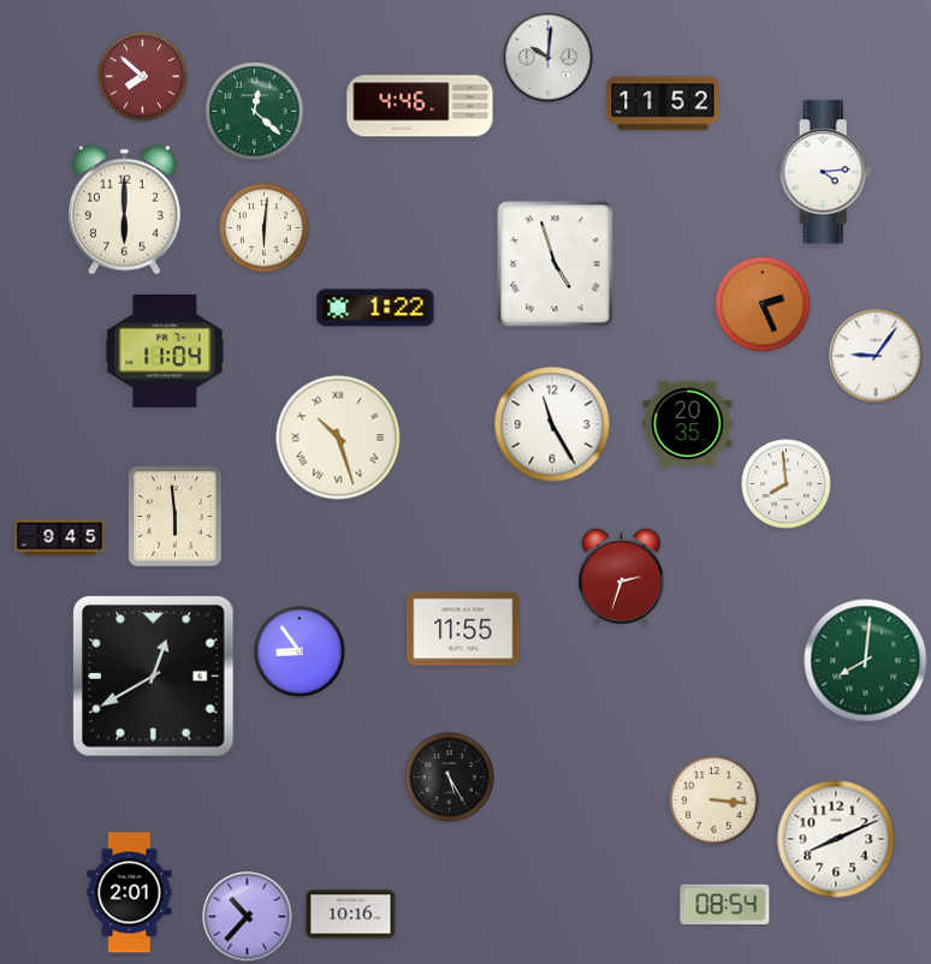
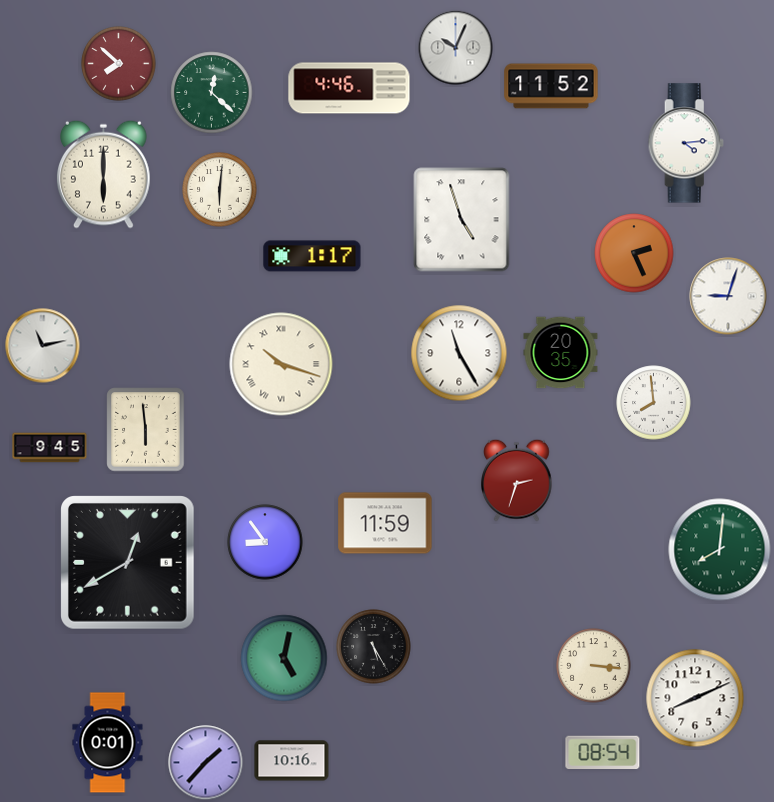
clock at (548, 58): 10:01 -> 10:04
clock at (375, 308): 1:22 -> 1:17
clock at (165, 351): 11:04 -> none
clock at (876, 356): 9:06 -> 9:03
clock at (43, 346): none -> 11:13
clock at (688, 424) position: (688, 424) -> (561, 353)
clock at (338, 438): 10:27 -> 10:18
clock at (463, 629): 11:55 -> 11:59
clock at (300, 651) position: (300, 651) -> (265, 542)
clock at (284, 658): none -> 5:02
clock at (130, 893): 2:01 -> 0:01
clock at (248, 917): 10:37 -> 1:37
